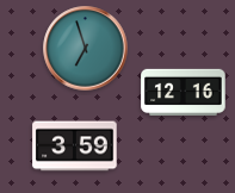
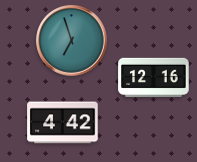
clock at (75, 147): 3:59 -> 4:42
